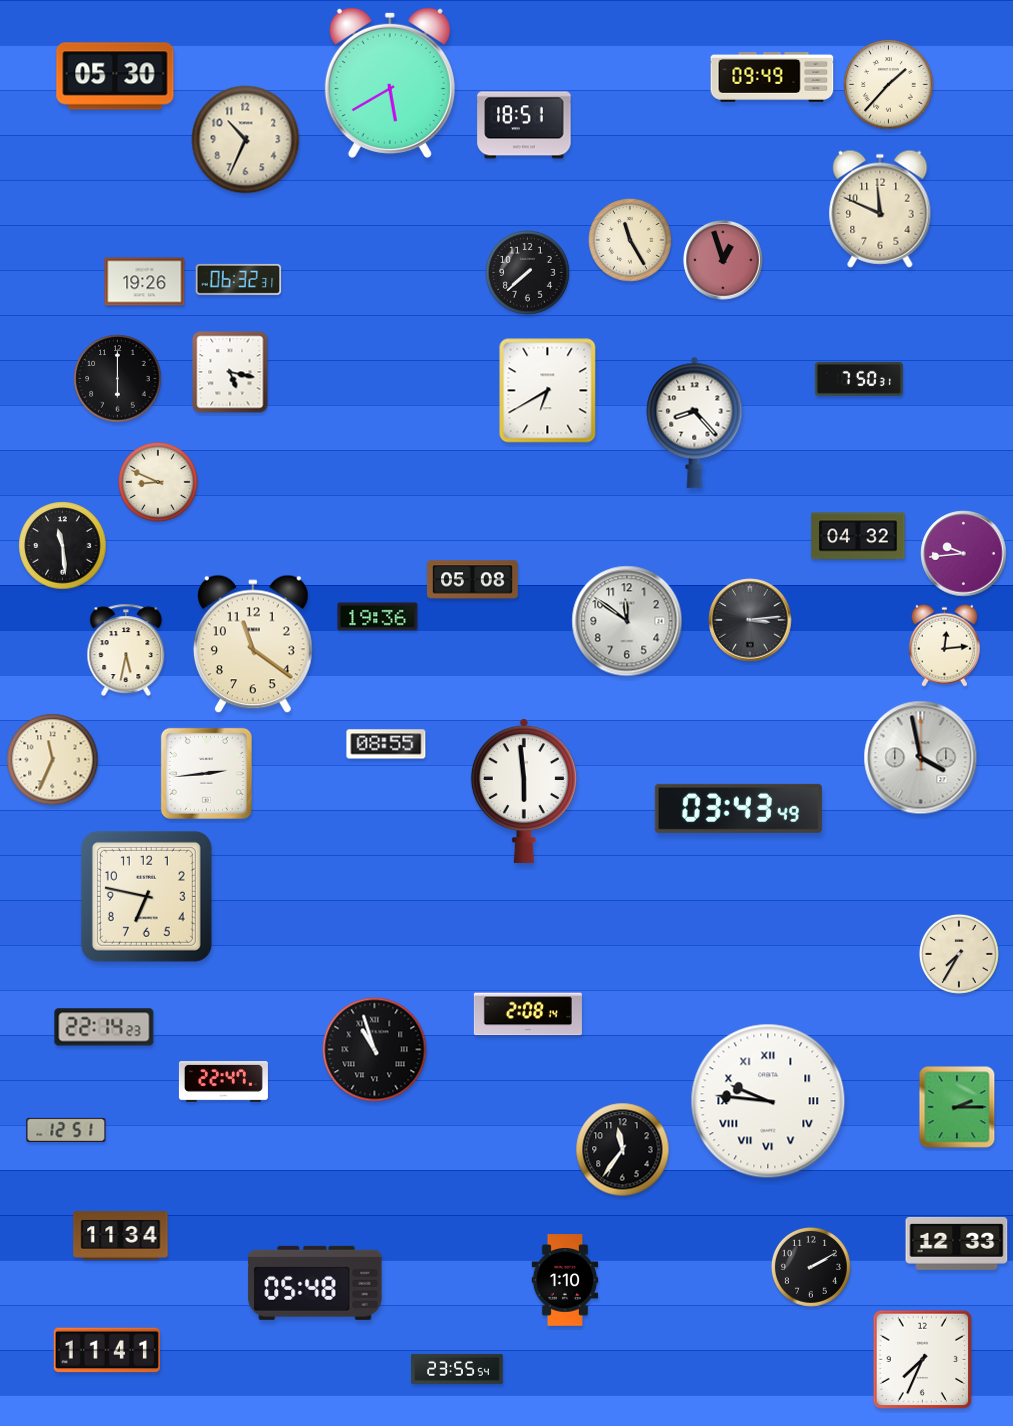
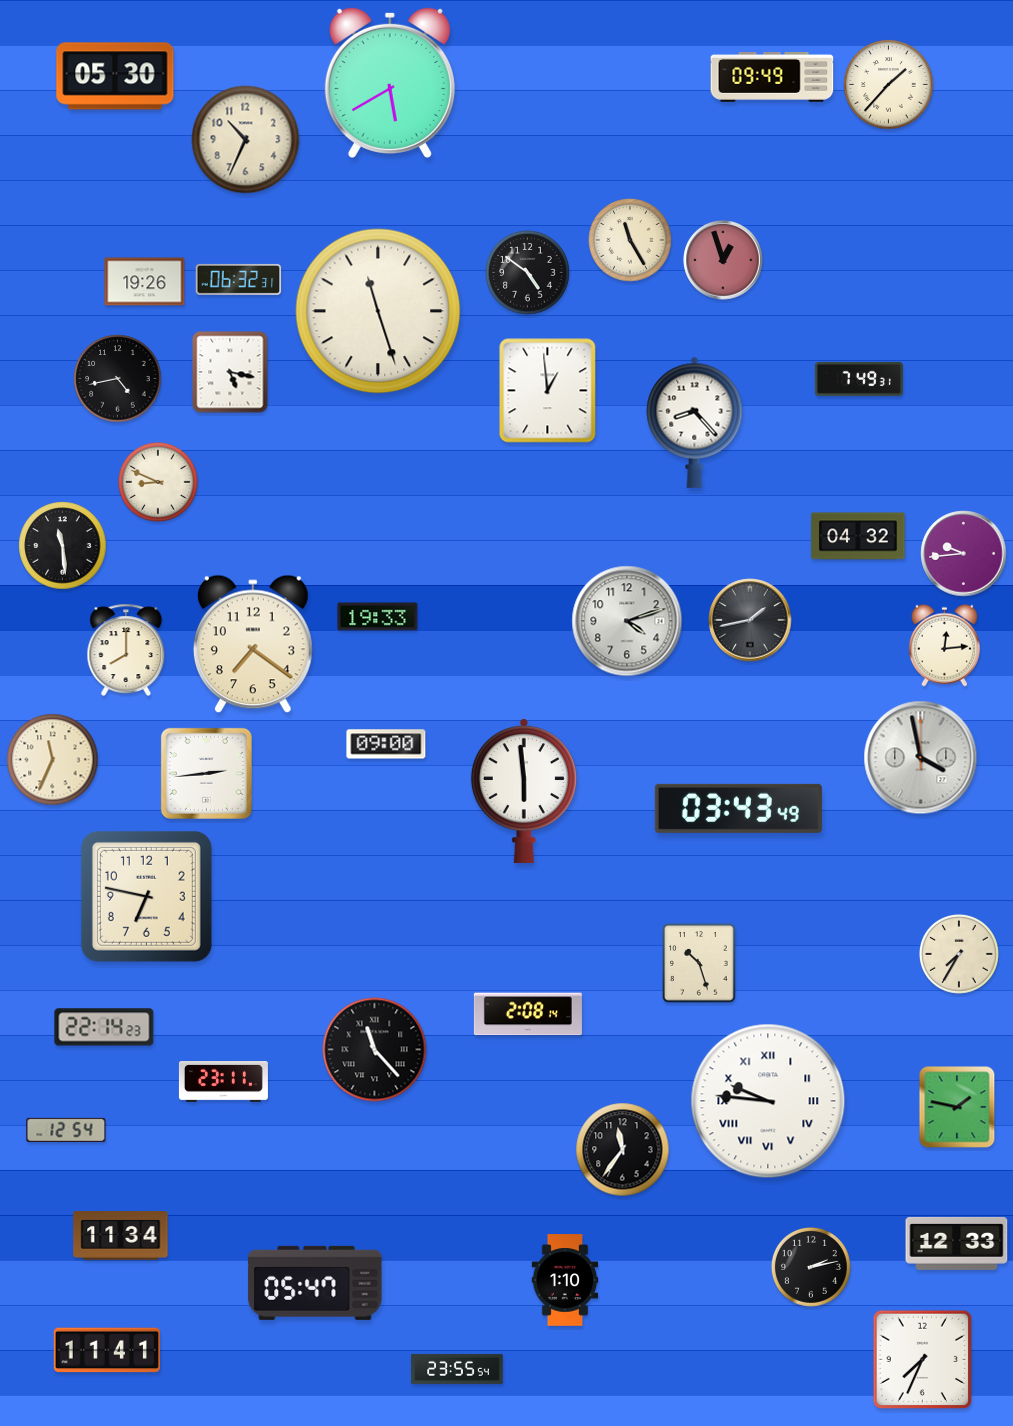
clock at (524, 125): 18:51 -> none
clock at (880, 209): 11:49 -> none
clock at (528, 273): 7:38 -> 4:51
clock at (378, 311): none -> 11:27
clock at (118, 379): 6:00 -> 4:43
clock at (859, 379): 7:50 -> 7:49
clock at (548, 391): 6:40 -> 12:59
clock at (473, 580): 05:08 -> none
clock at (378, 617): 19:36 -> 19:33
clock at (750, 620): 3:14 -> 1:43
clock at (627, 621): 11:51 -> 4:12
clock at (253, 644): 11:21 -> 7:21
clock at (126, 650): 5:32 -> 8:00
clock at (386, 744): 08:55 -> 09:00
clock at (699, 963): none -> 10:27
clock at (375, 1050): 10:57 -> 11:23
clock at (223, 1082): 22:47 -> 23:11
clock at (957, 1107): 2:15 -> 1:47
clock at (66, 1130): 12:51 -> 12:54
clock at (811, 1267): 2:10 -> 2:13
clock at (315, 1283): 05:48 -> 05:47
